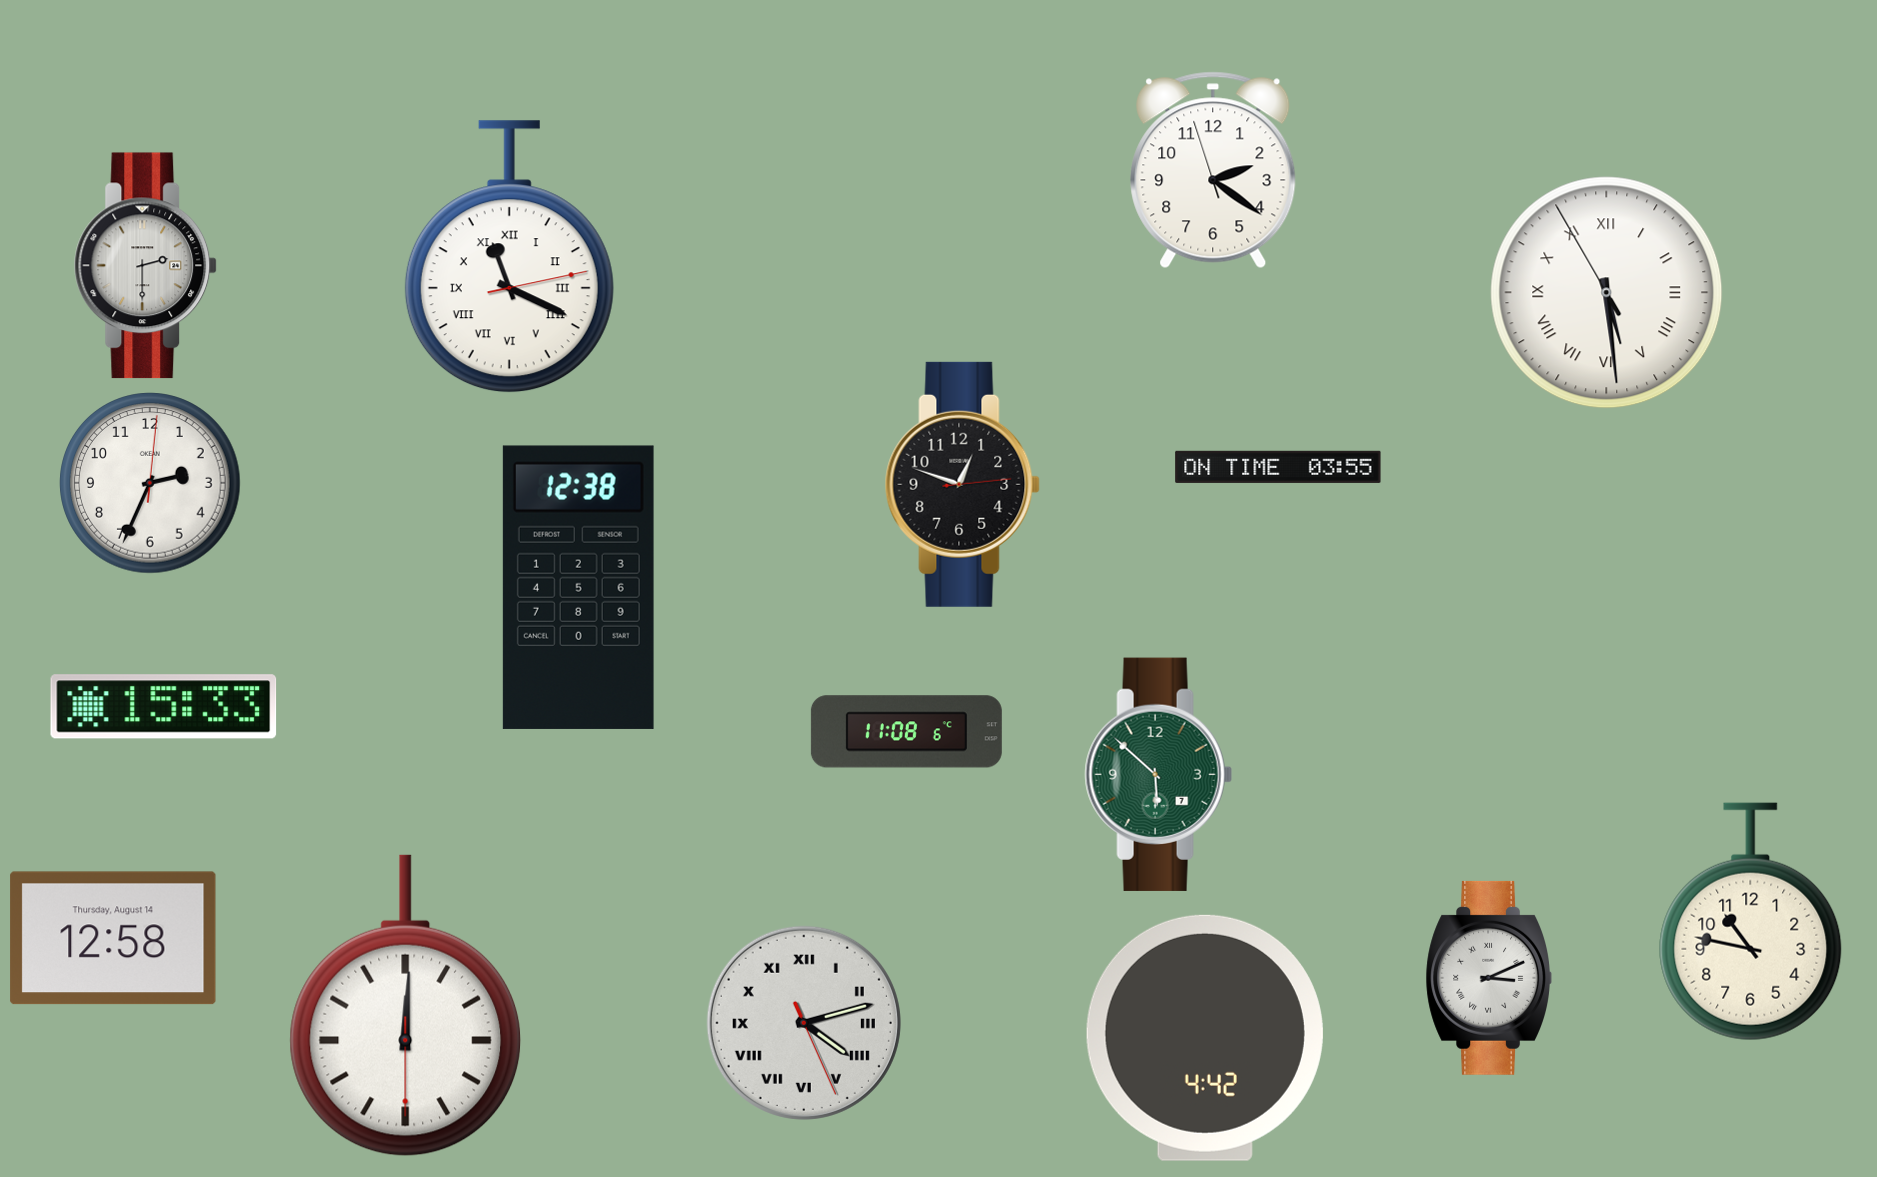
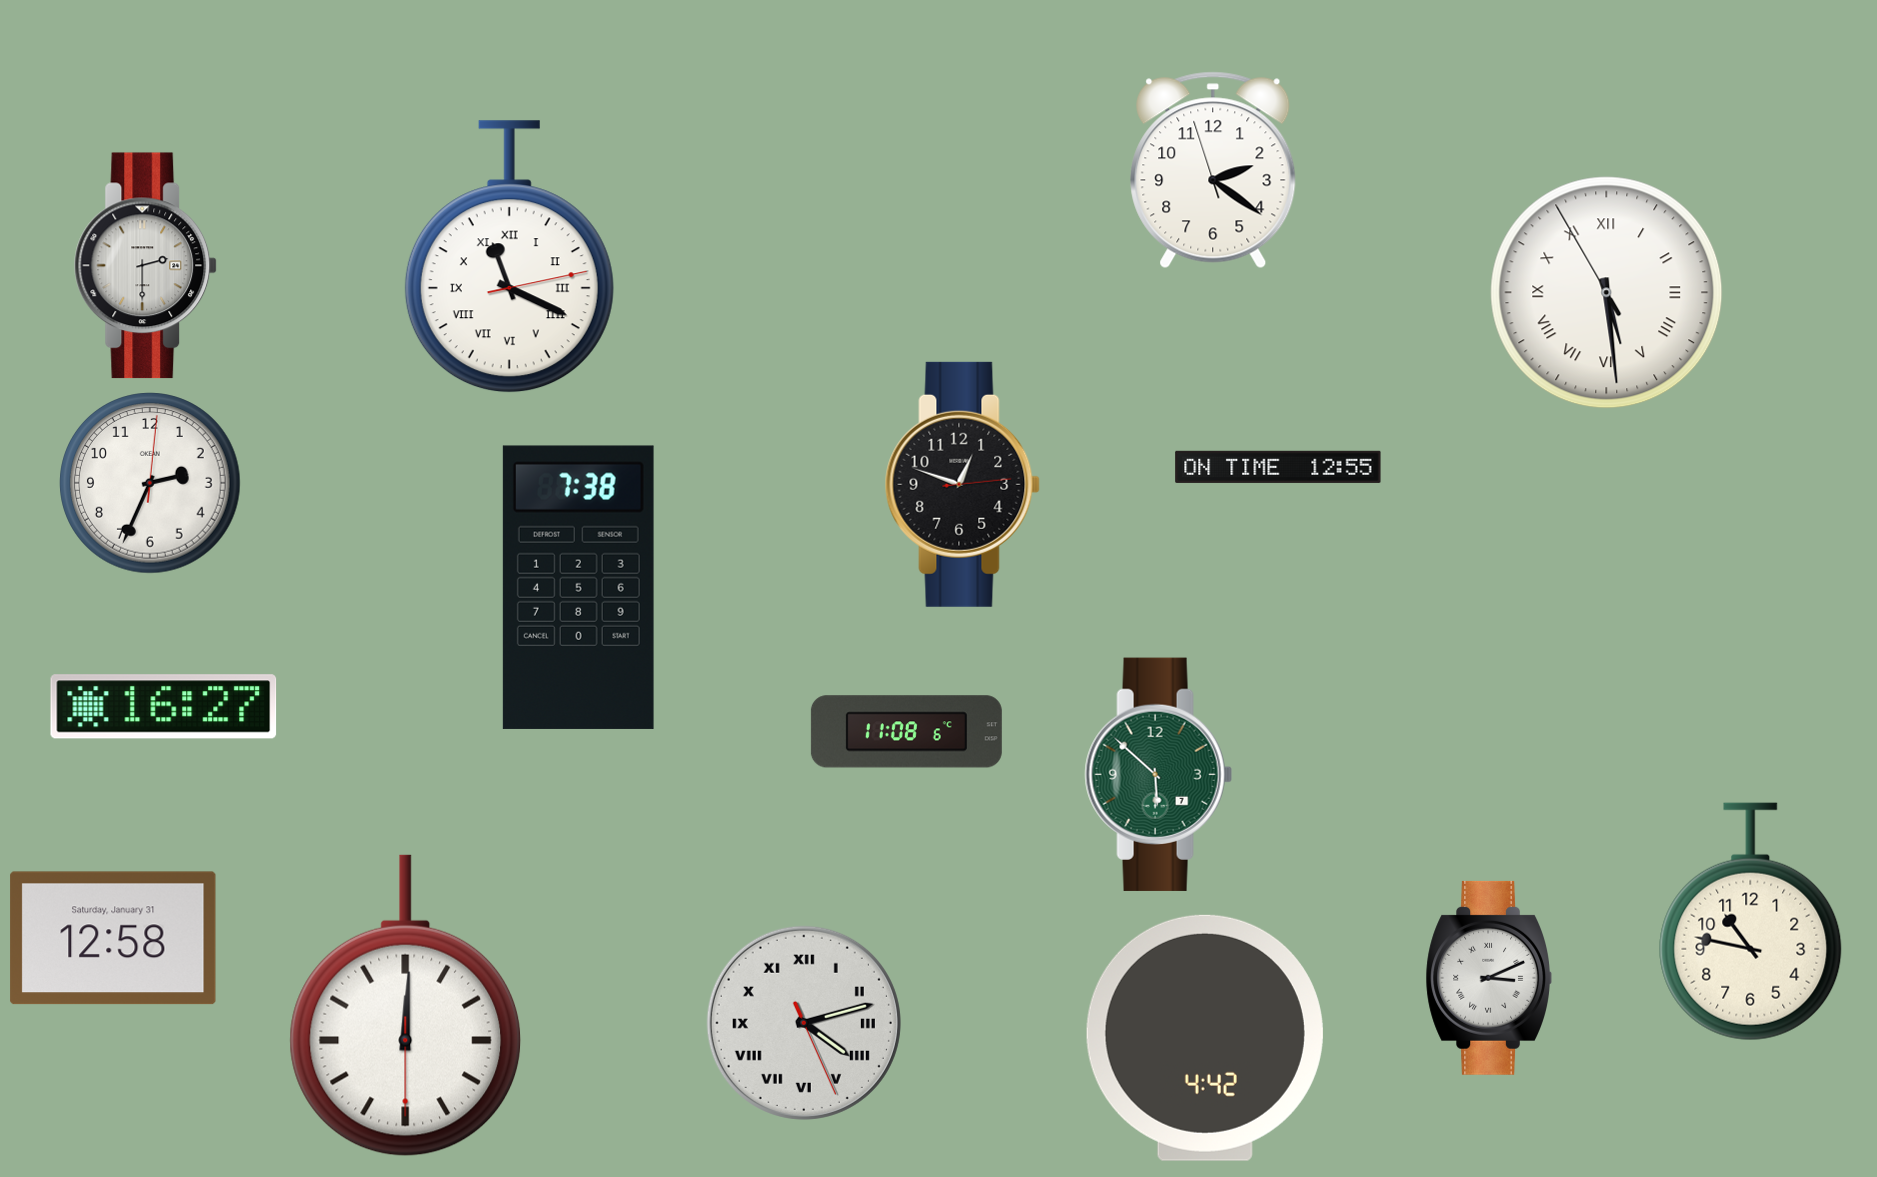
clock at (1278, 467): 03:55 -> 12:55
clock at (578, 587): 12:38 -> 7:38
clock at (164, 707): 15:33 -> 16:27
clock at (113, 938) date: Thursday, August 14 -> Saturday, January 31
